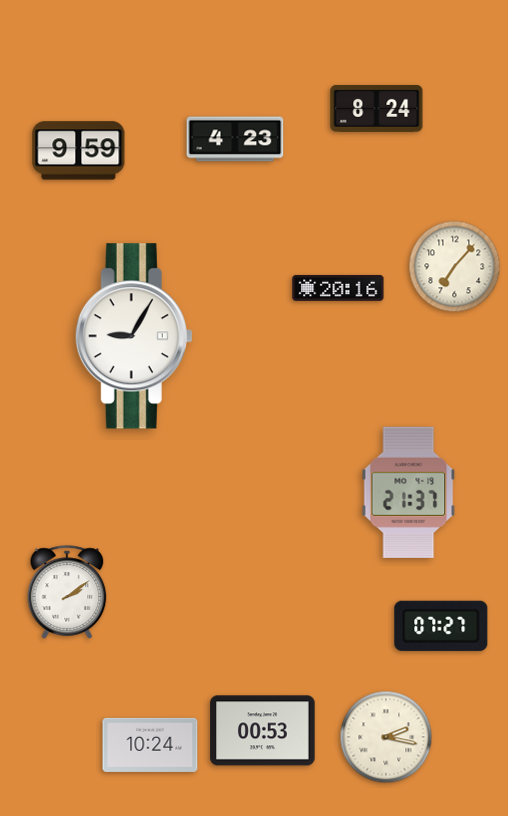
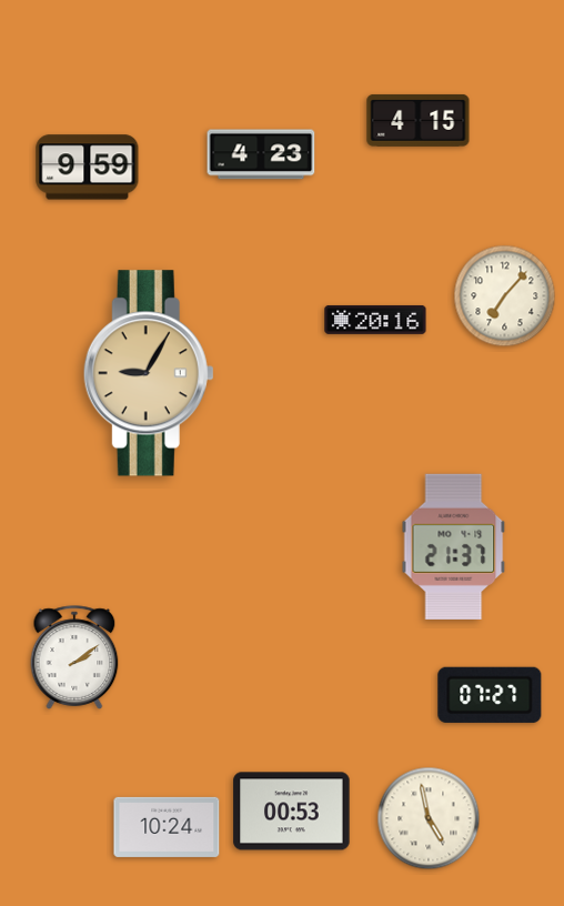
clock at (377, 108): 8:24 -> 4:15
clock at (134, 336) dial: white -> champagne
clock at (386, 737): 2:17 -> 4:58
